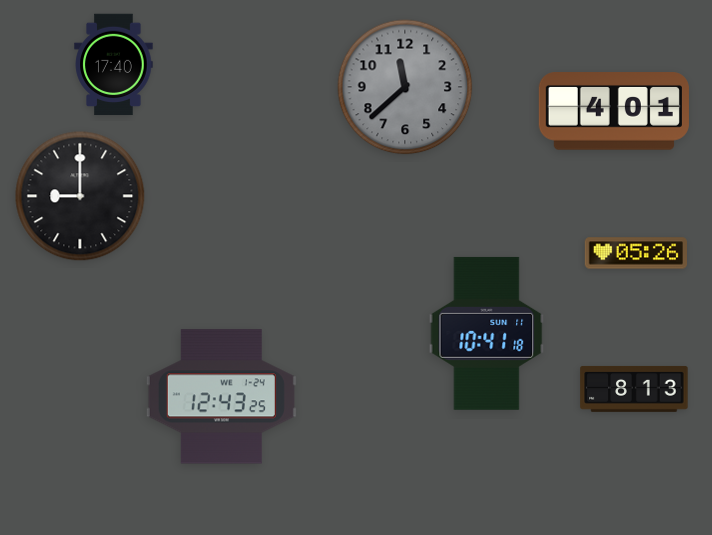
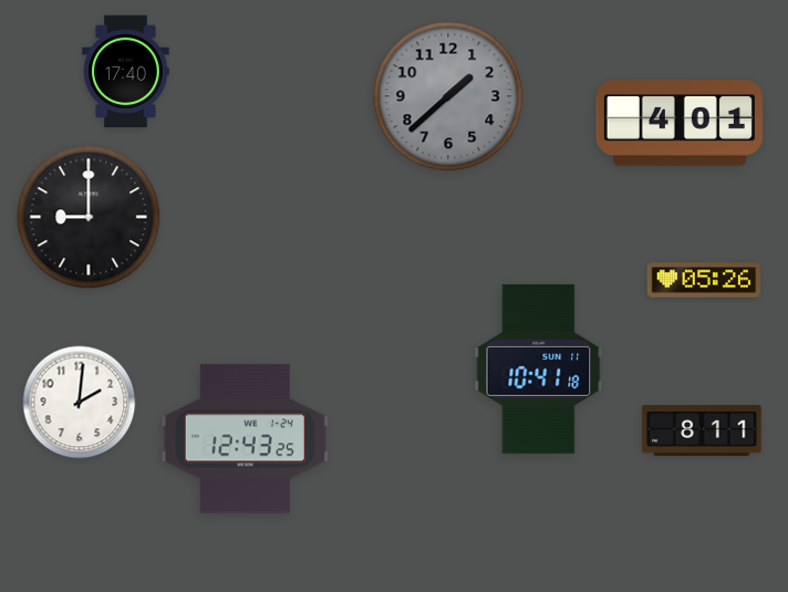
clock at (405, 87): 11:38 -> 1:38
clock at (80, 403): none -> 2:01
clock at (634, 389): 8:13 -> 8:11
